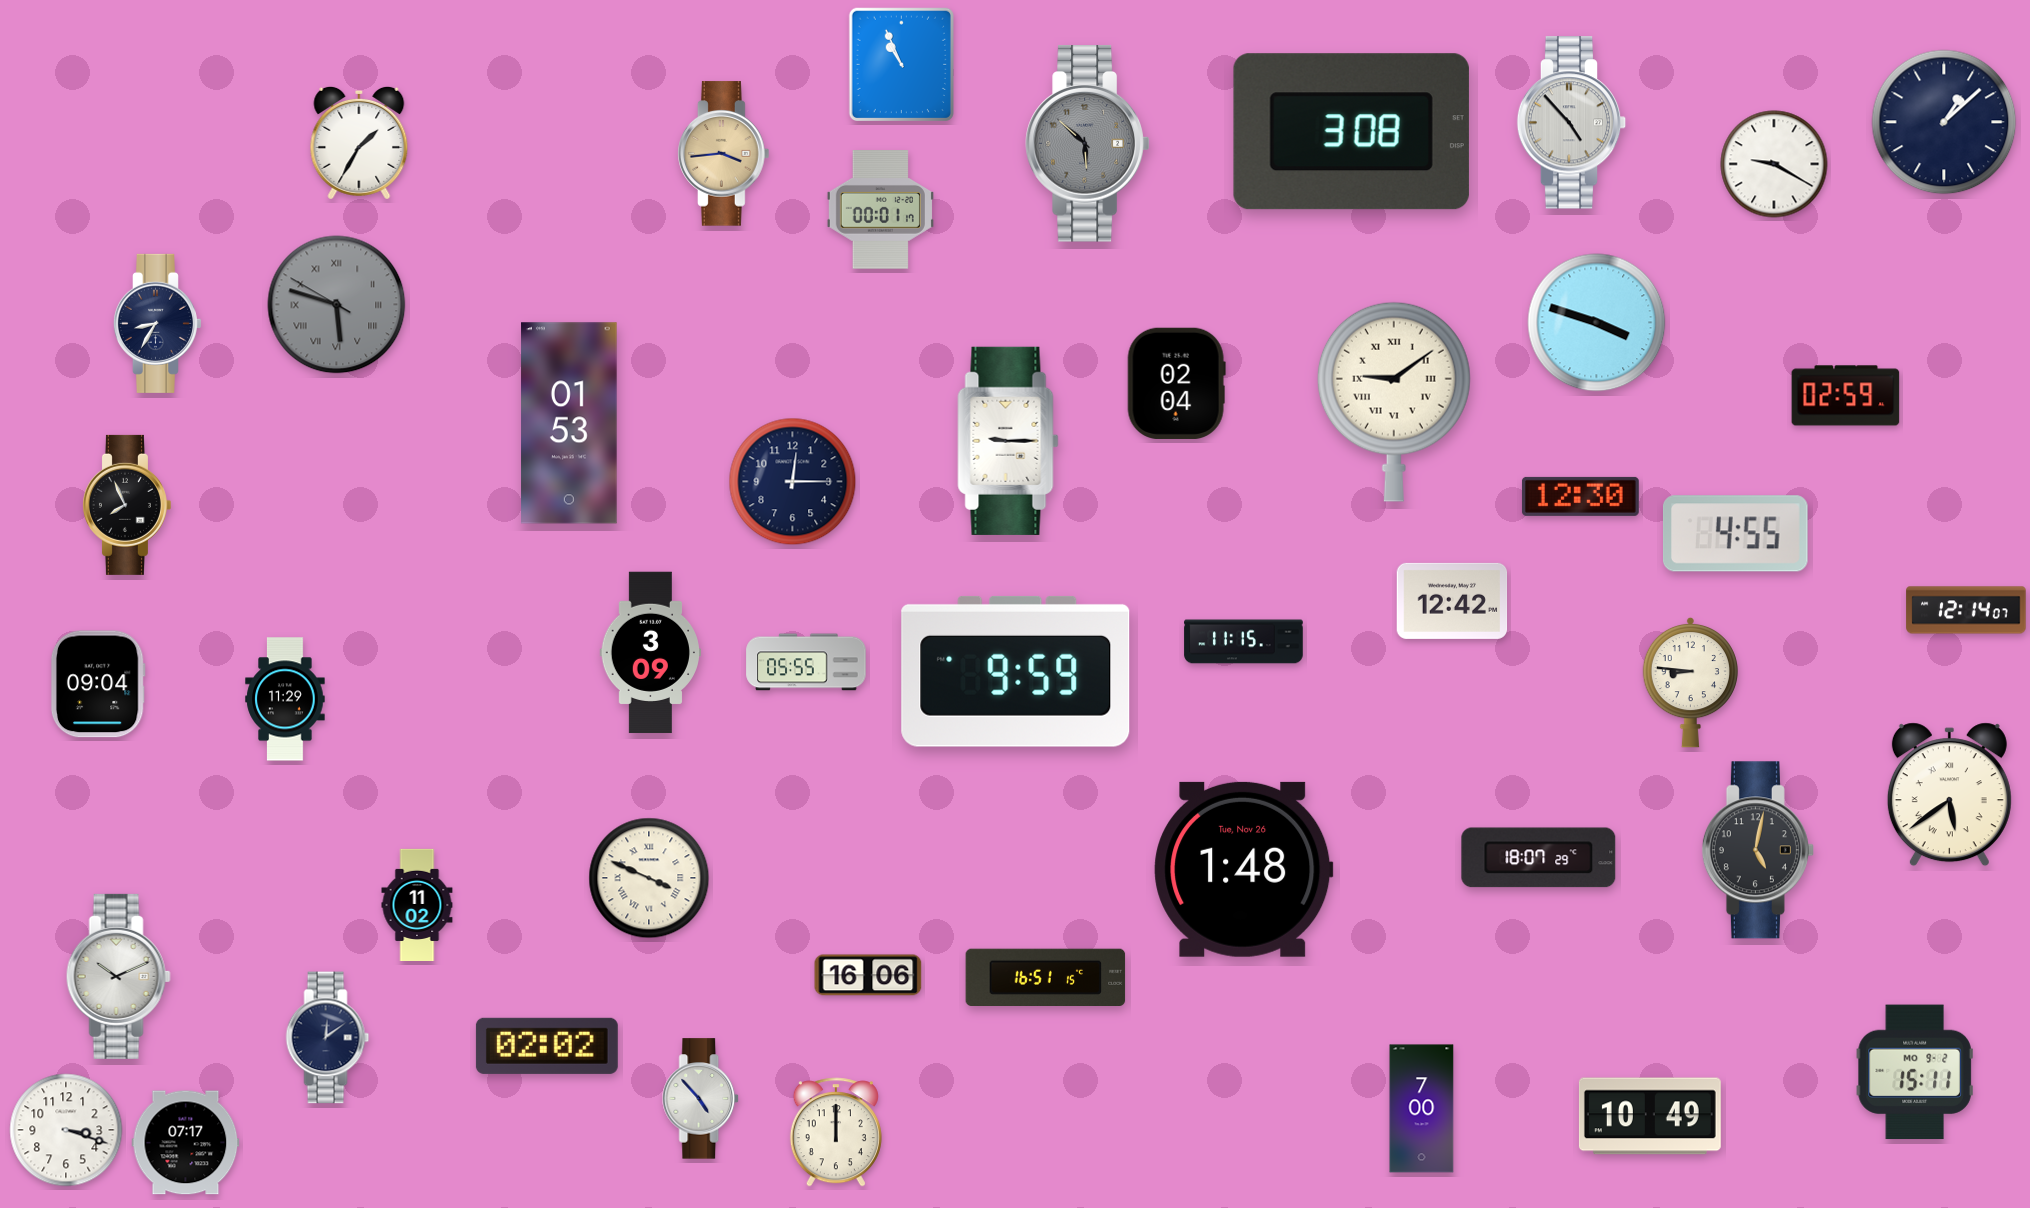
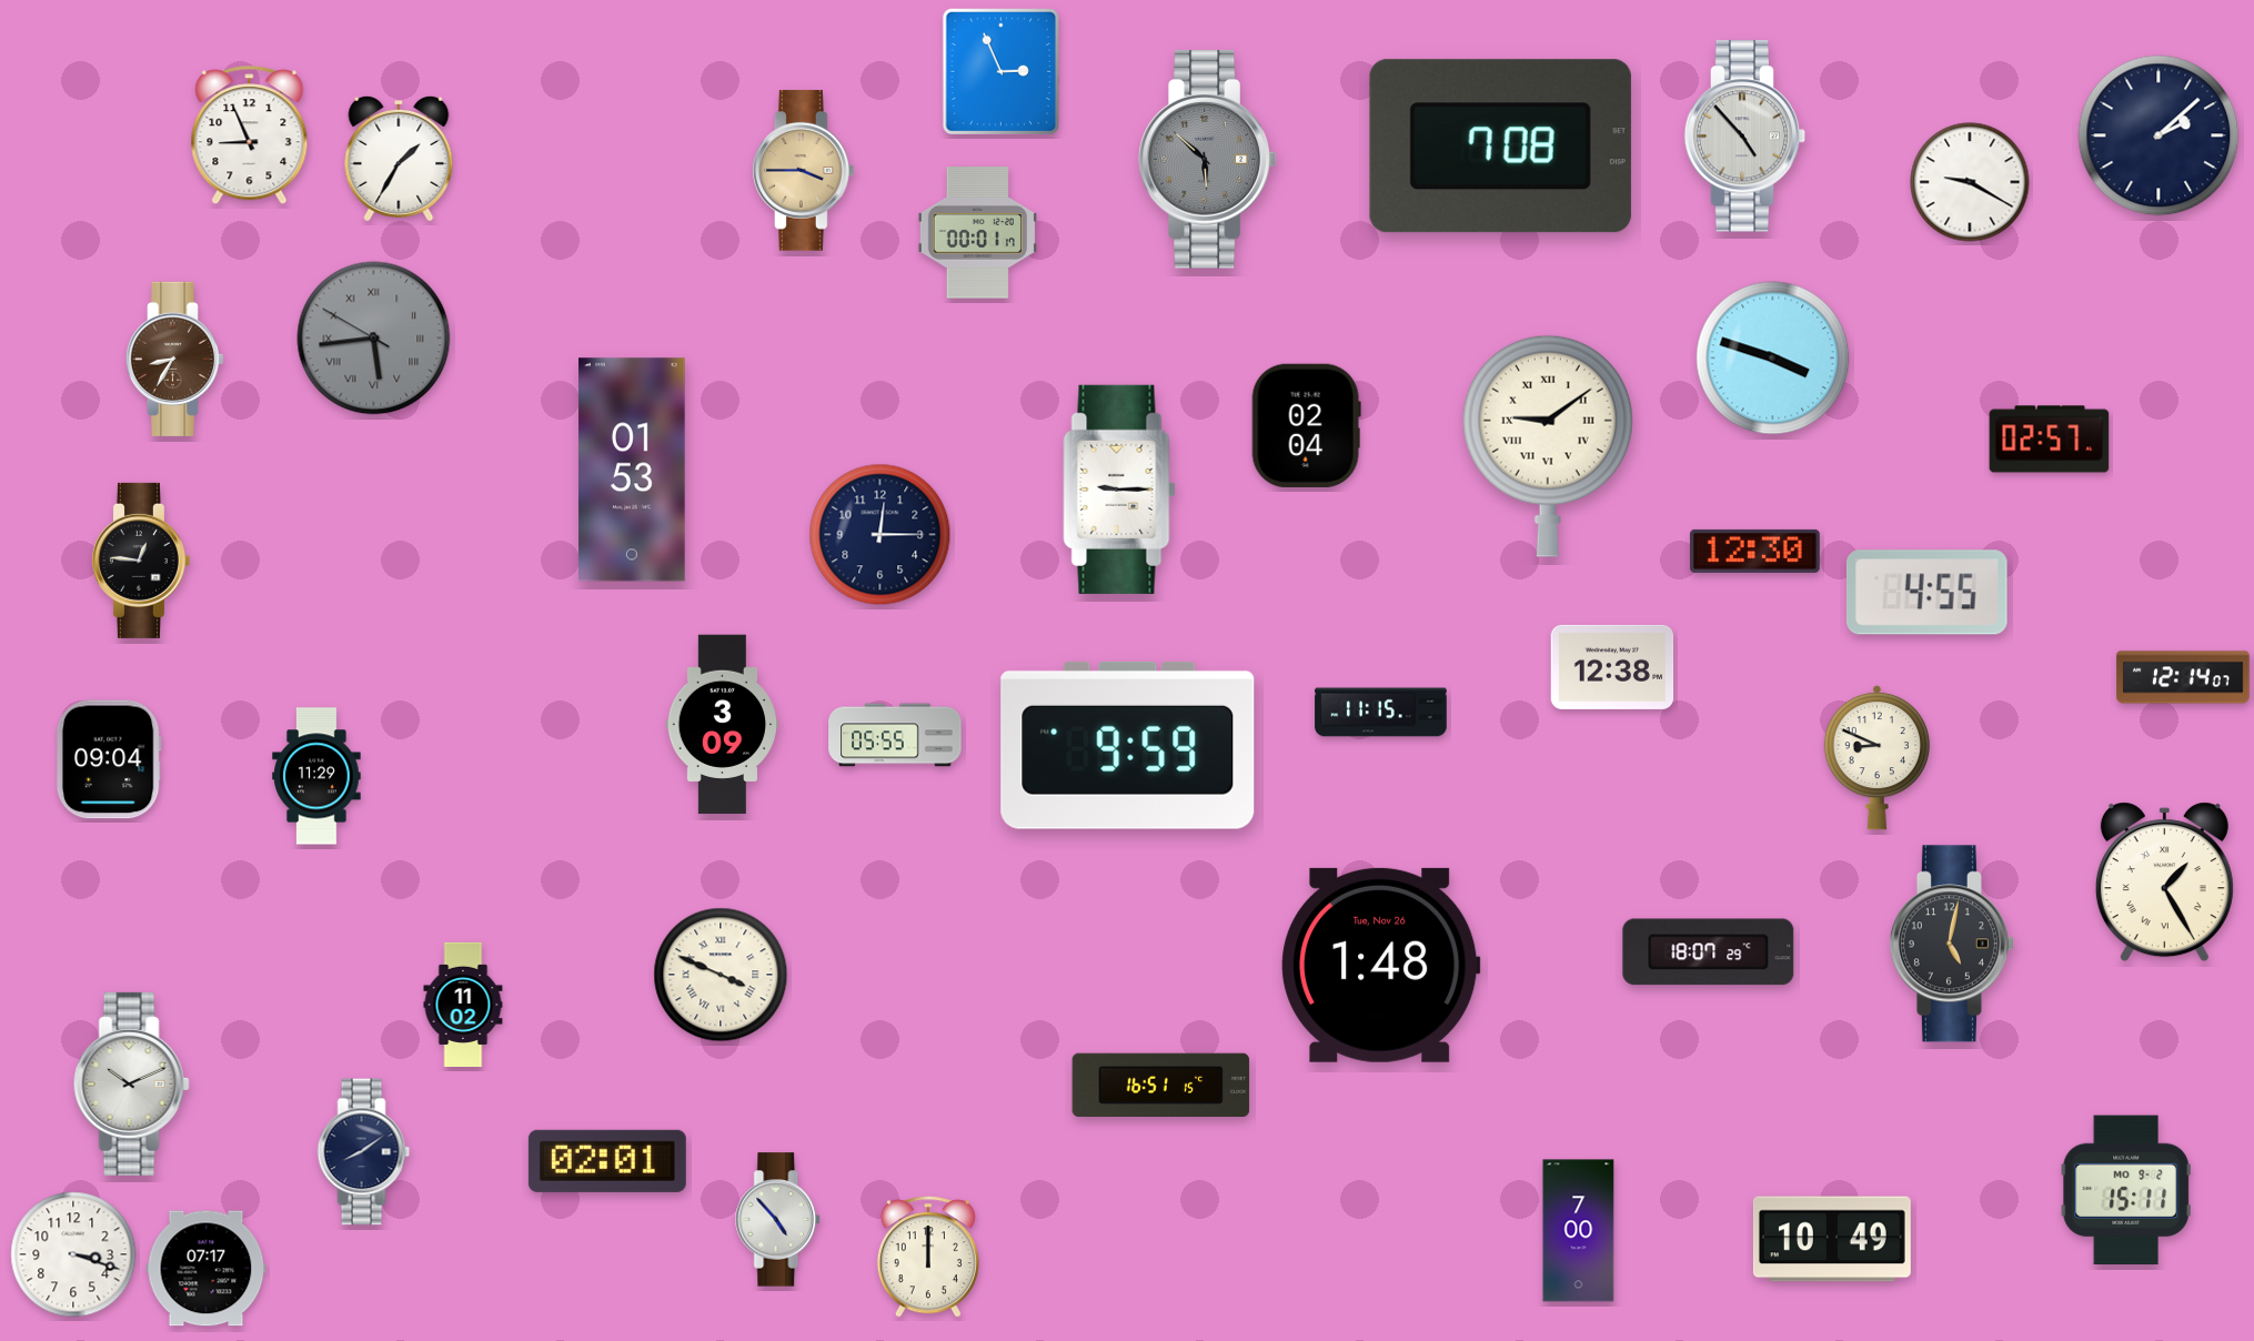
clock at (901, 64): 10:56 -> 2:56
clock at (250, 135): none -> 8:56
clock at (1944, 122): 1:08 -> 2:08
clock at (1351, 132): 3:08 -> 7:08
clock at (724, 154): 3:44 -> 3:45
clock at (337, 305): 5:47 -> 5:43
clock at (157, 323) dial: navy -> brown
clock at (1846, 396): 02:59 -> 02:57
clock at (126, 505): 7:56 -> 12:46
clock at (1452, 601): 12:42 -> 12:38
clock at (1690, 682): 8:46 -> 8:49
clock at (1949, 795): 5:39 -> 1:25
clock at (868, 975): 16:06 -> none
clock at (328, 1038): 12:09 -> 8:09
clock at (547, 1046): 02:02 -> 02:01
